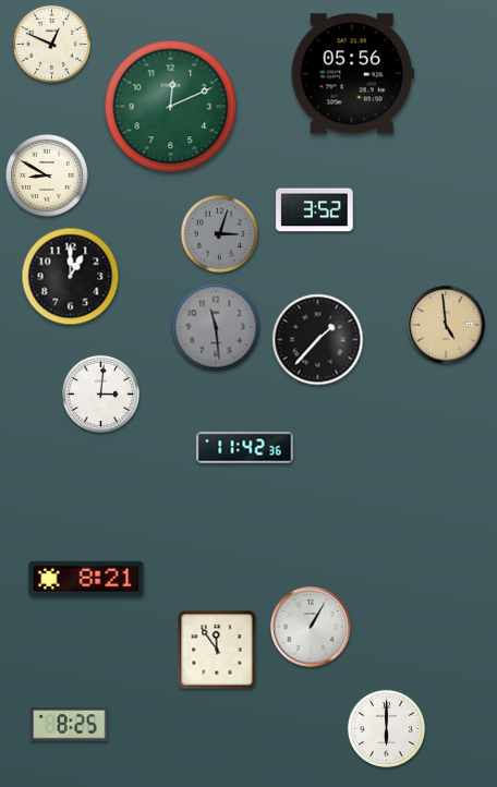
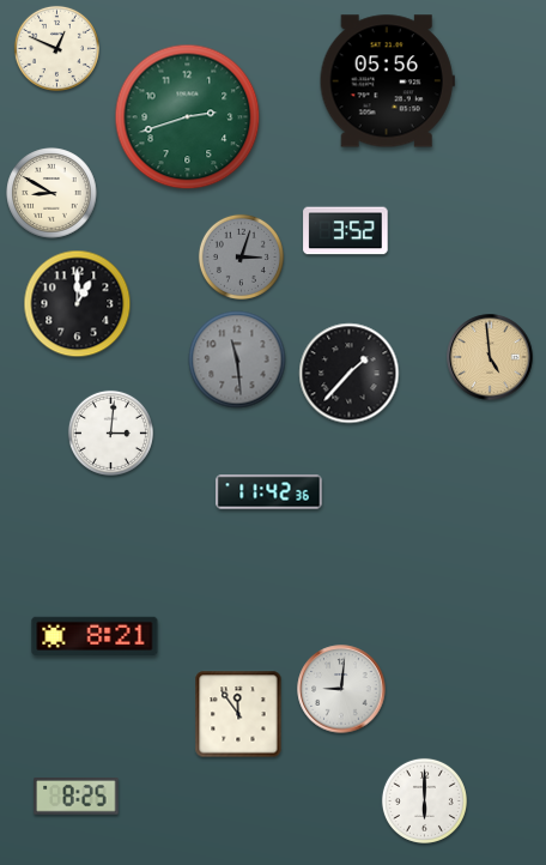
clock at (171, 107): 12:11 -> 2:42
clock at (311, 627): 1:05 -> 9:01
